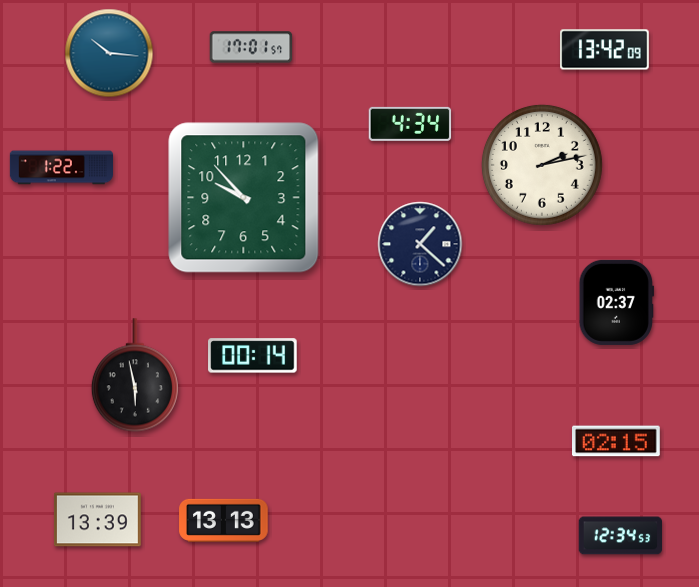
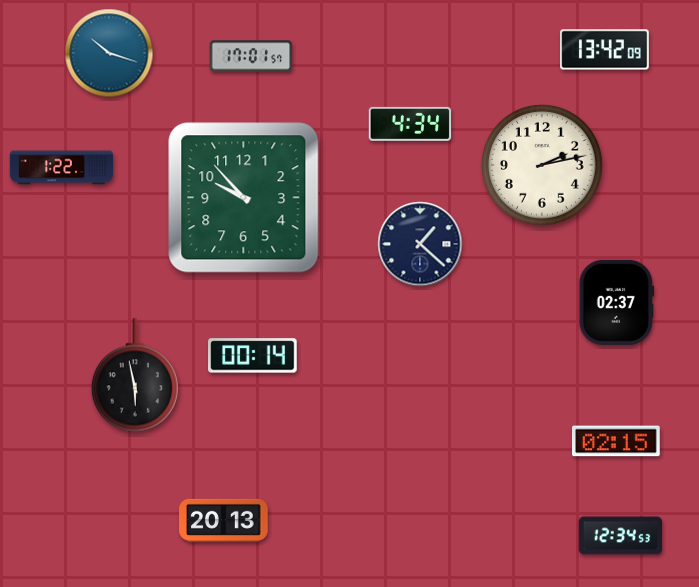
clock at (251, 47) position: (251, 47) -> (251, 56)
clock at (109, 53): 10:16 -> 10:18
clock at (97, 520): 13:39 -> none
clock at (224, 520): 13:13 -> 20:13
